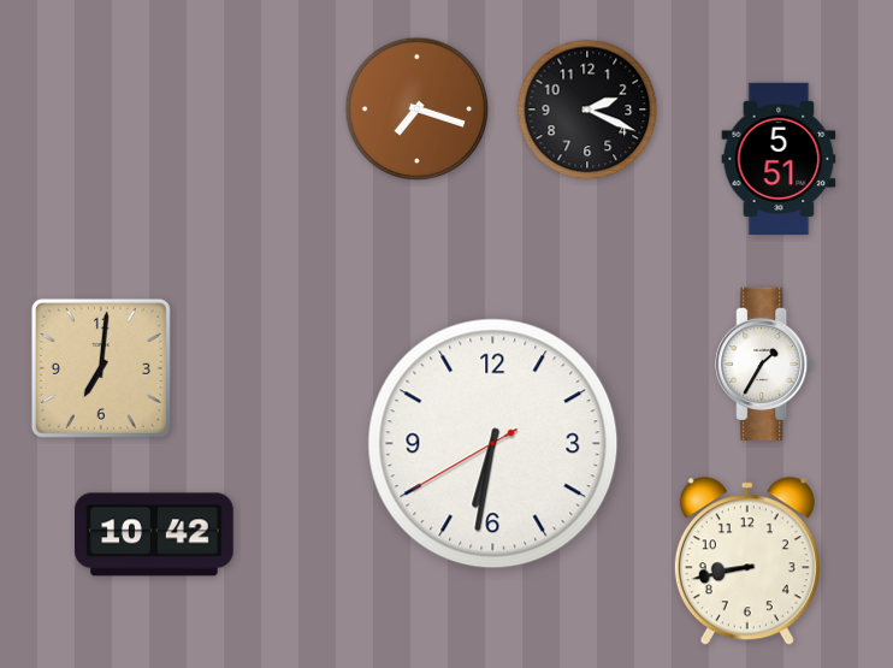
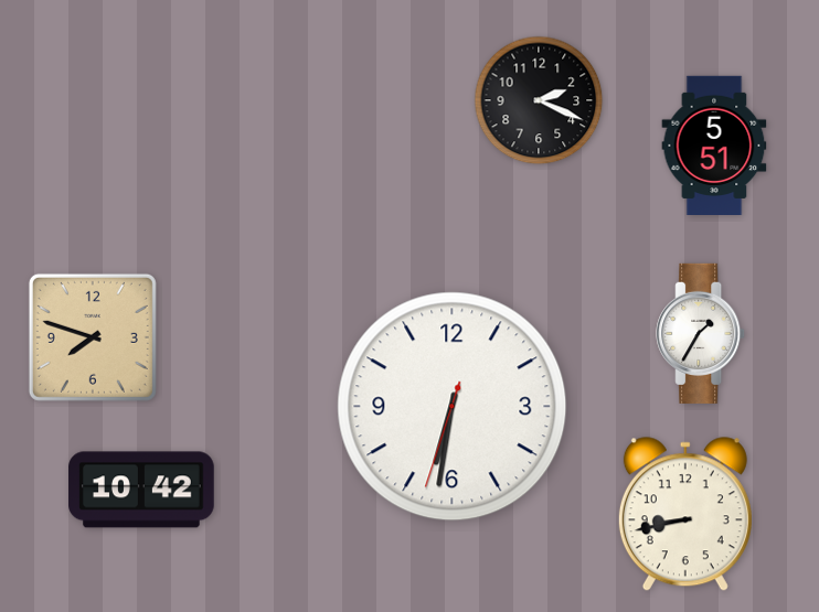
clock at (418, 110): 7:18 -> none
clock at (101, 368): 7:01 -> 7:48
clock at (493, 444): 6:31:40 -> 6:31:33
